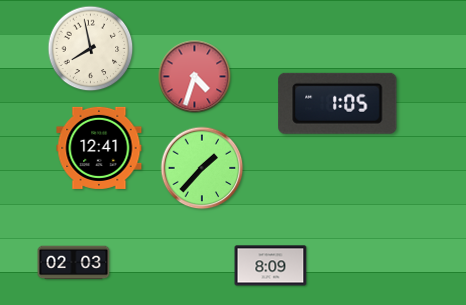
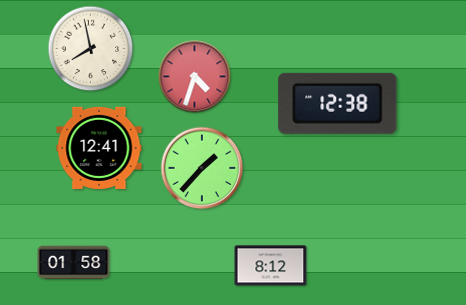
clock at (338, 103): 1:05 -> 12:38
clock at (74, 263): 02:03 -> 01:58
clock at (271, 266): 8:09 -> 8:12
